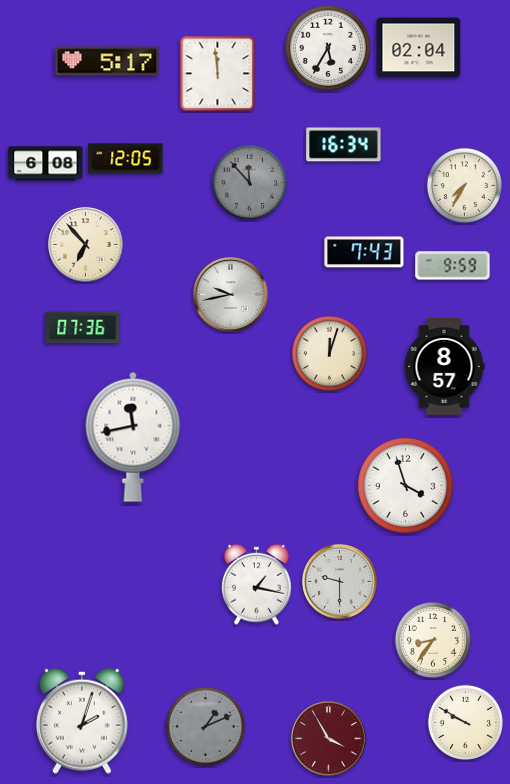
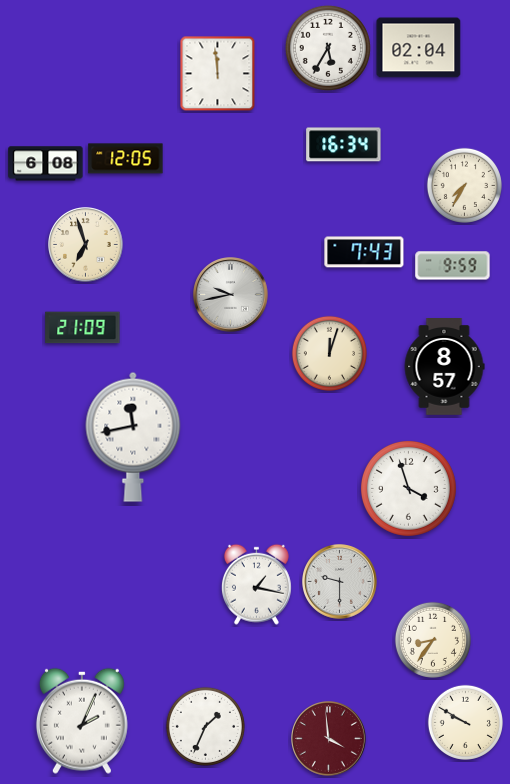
clock at (107, 61): 5:17 -> none
clock at (249, 182): 11:53 -> none
clock at (86, 245): 6:53 -> 6:57
clock at (83, 328): 07:36 -> 21:09
clock at (405, 485) position: (405, 485) -> (408, 488)
clock at (82, 721): 2:03 -> 2:04
clock at (205, 726): 1:11 -> 1:34
clock at (205, 726) dial: grey -> white
clock at (329, 739): 3:55 -> 3:59
